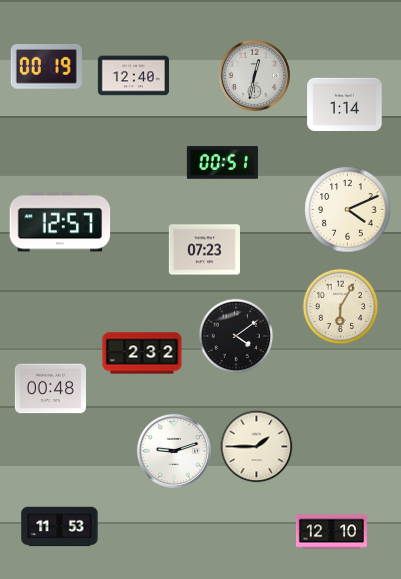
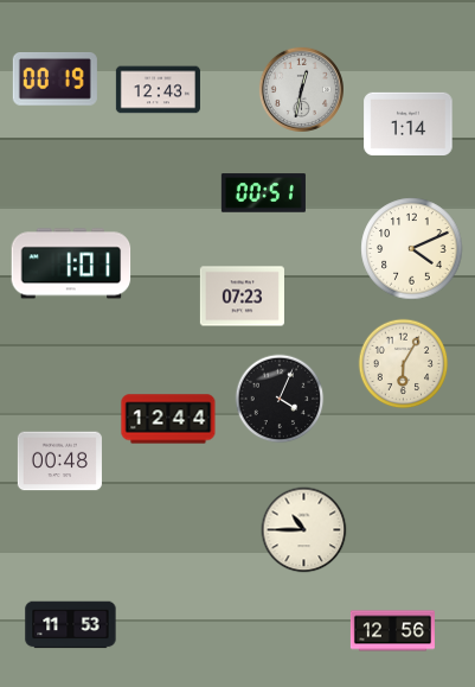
clock at (133, 76): 12:40 -> 12:43
clock at (60, 222): 12:57 -> 1:01
clock at (236, 336): 4:09 -> 4:04
clock at (142, 353): 2:32 -> 12:44
clock at (257, 447): 1:45 -> 10:45
clock at (174, 451): 9:12 -> none
clock at (331, 532): 12:10 -> 12:56
